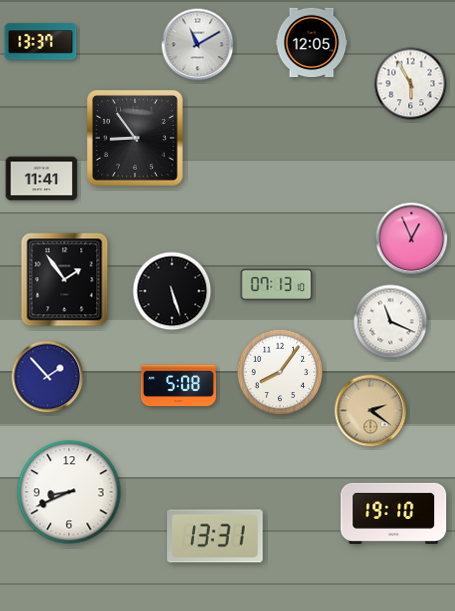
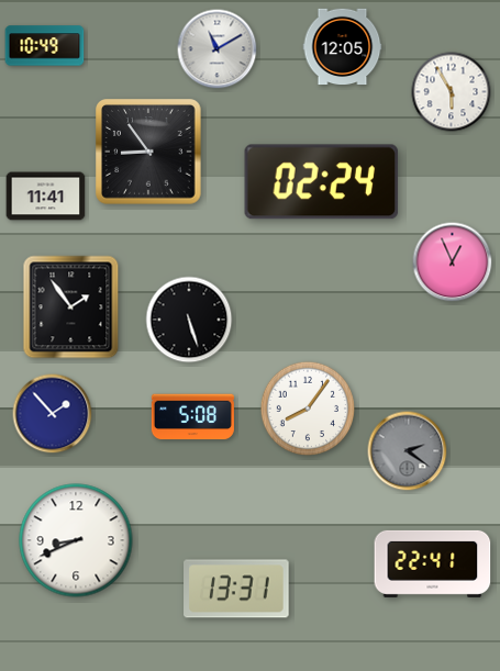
clock at (41, 42): 13:37 -> 10:49
clock at (322, 182): none -> 02:24
clock at (277, 285): 07:13 -> none
clock at (391, 322): 11:19 -> none
clock at (178, 386) position: (178, 386) -> (192, 417)
clock at (371, 411) dial: champagne -> grey
clock at (394, 513): 19:10 -> 22:41
